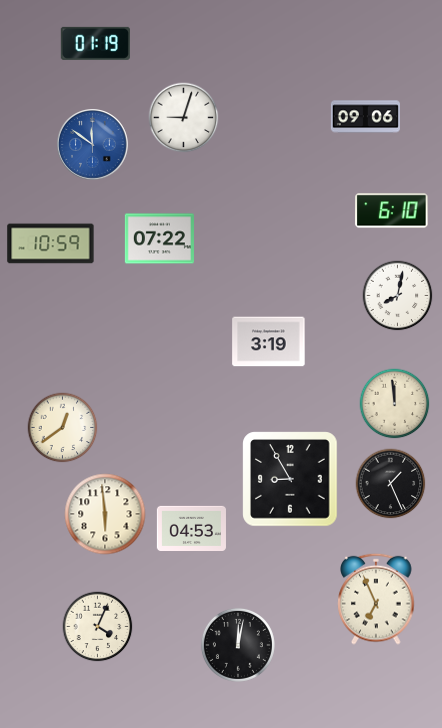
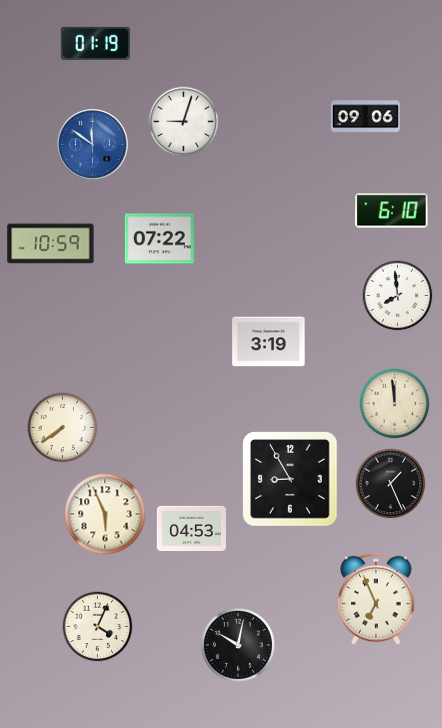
clock at (184, 118) position: (184, 118) -> (184, 122)
clock at (398, 296): 8:02 -> 7:59
clock at (63, 428): 12:39 -> 7:39
clock at (105, 514): 5:59 -> 5:56
clock at (238, 645): 12:02 -> 10:02
